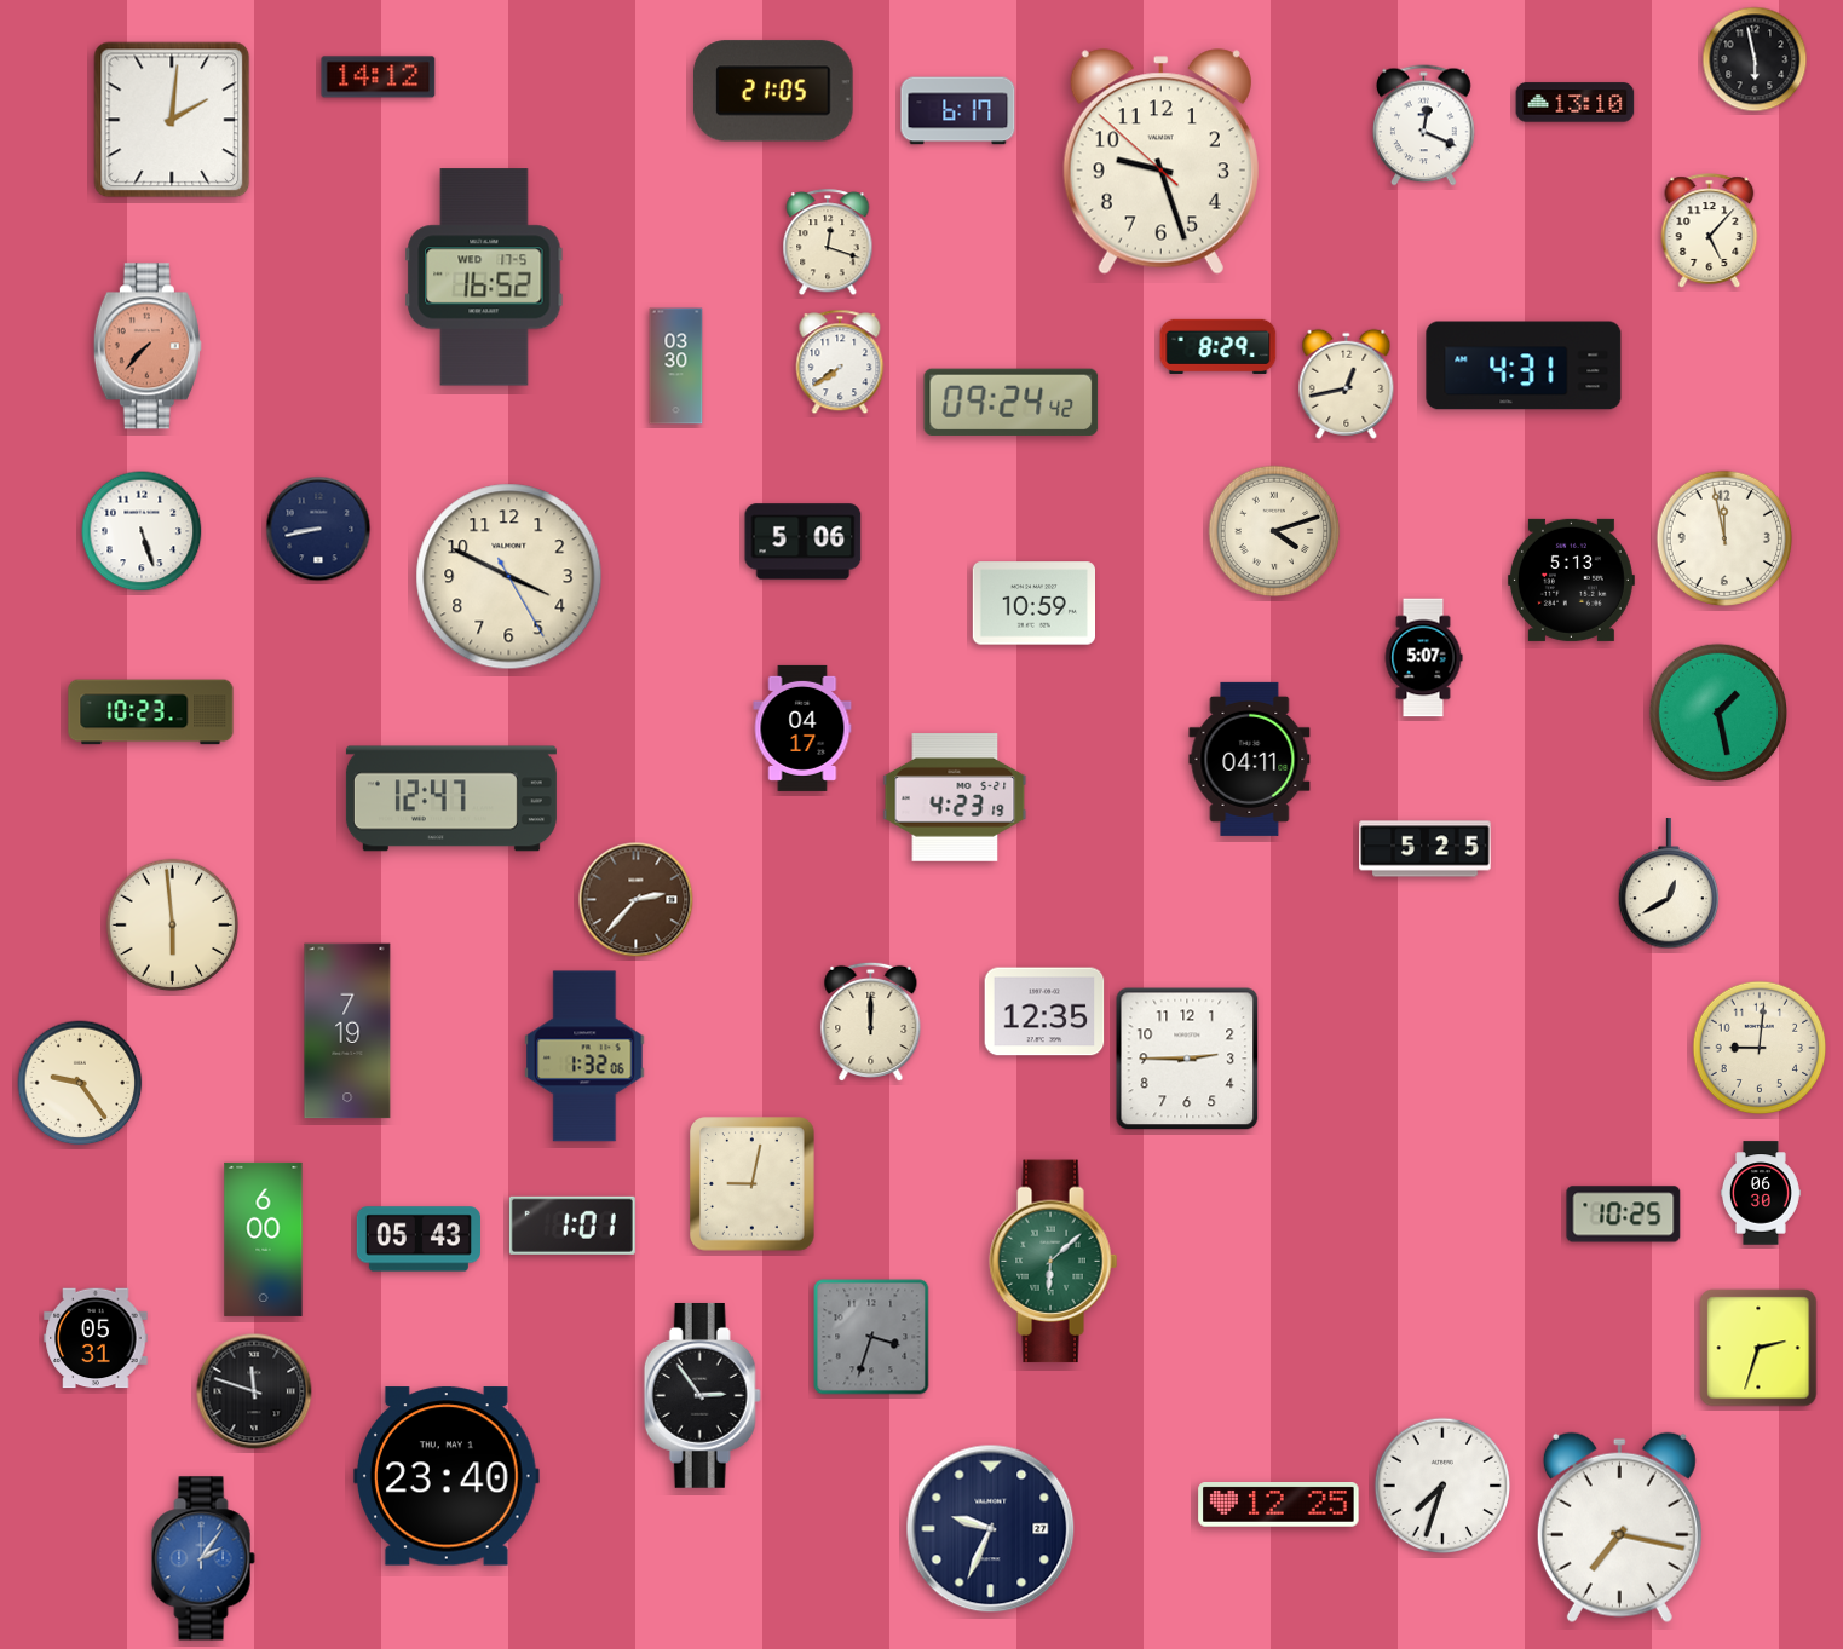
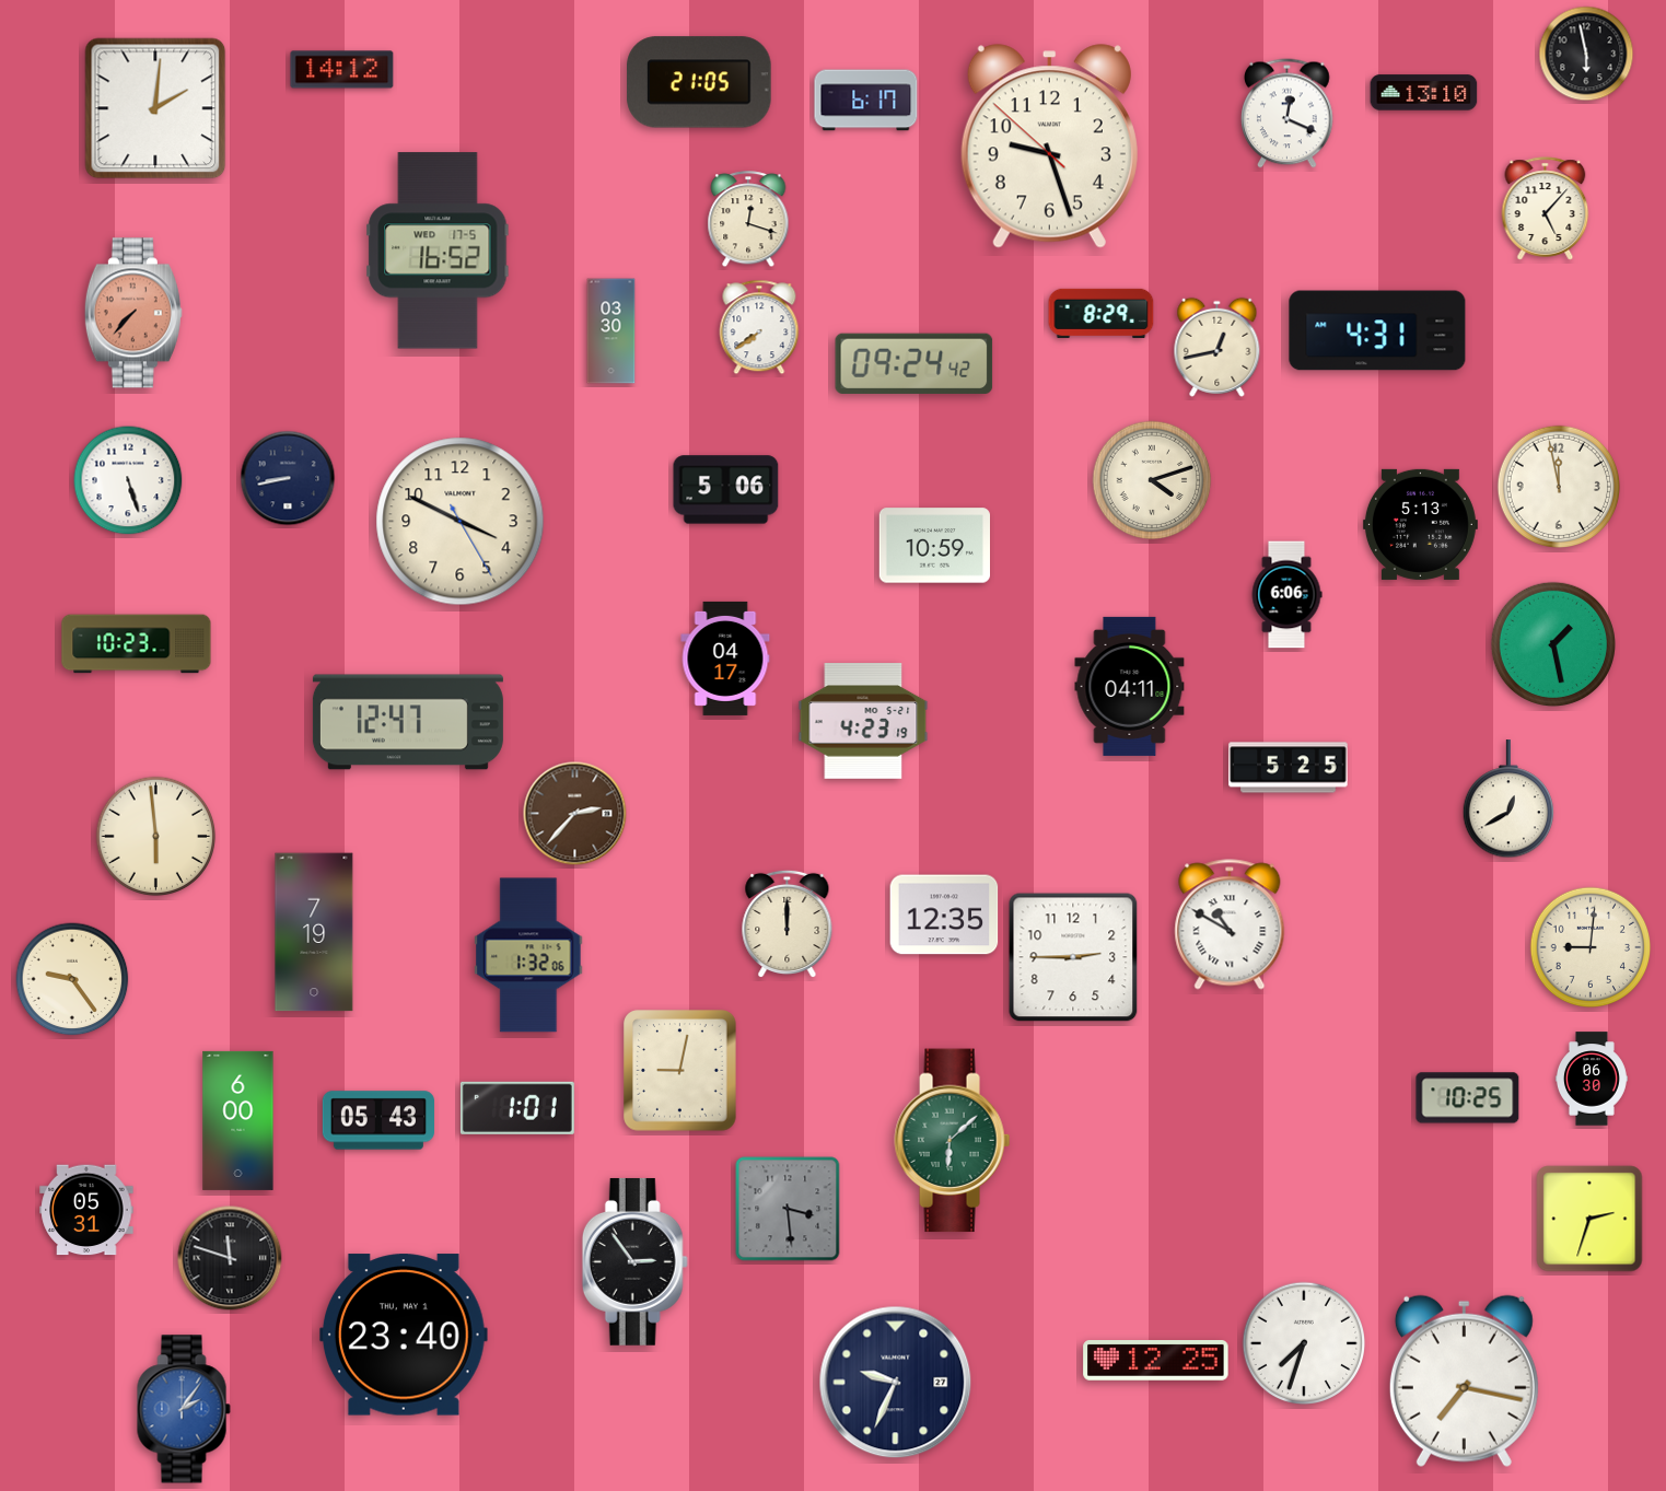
clock at (1423, 658): 5:07 -> 6:06
clock at (1230, 924): none -> 10:50
clock at (871, 1337): 3:33 -> 3:29
